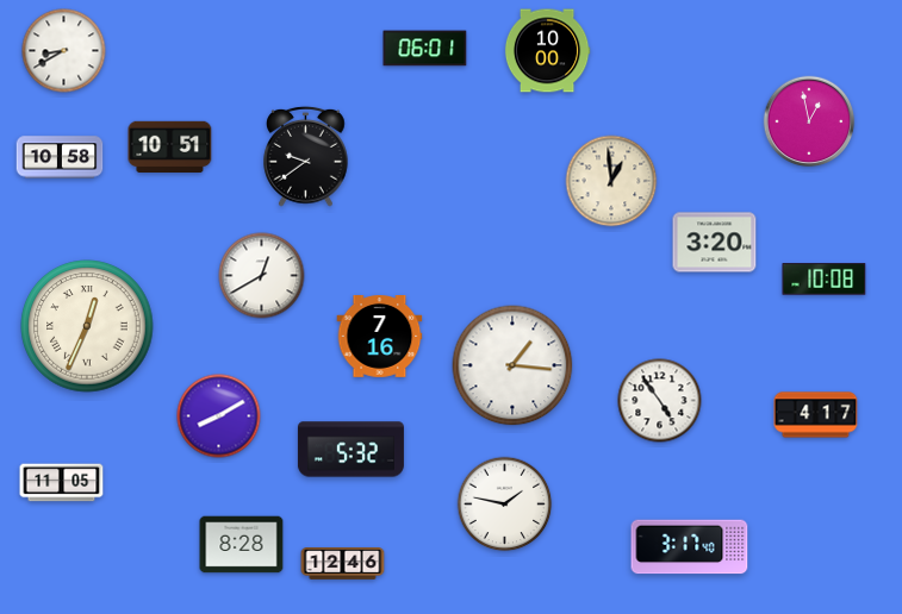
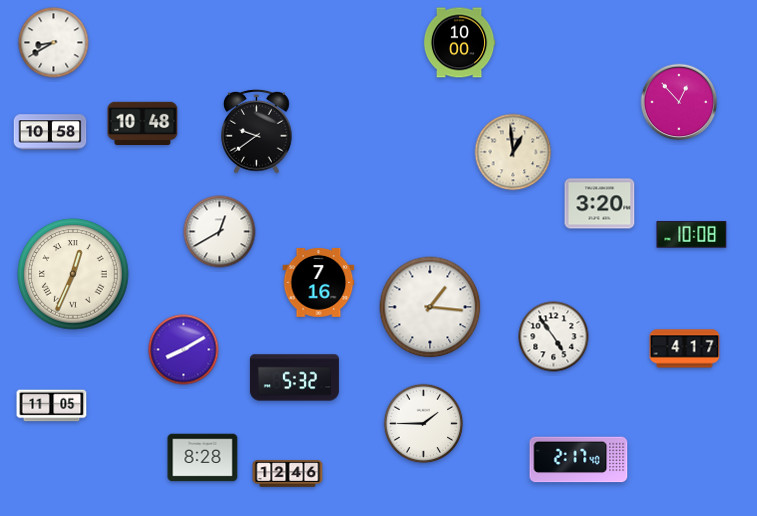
clock at (425, 49): 06:01 -> none
clock at (809, 121): 12:58 -> 12:53
clock at (170, 146): 10:51 -> 10:48
clock at (505, 505): 1:47 -> 1:45
clock at (690, 547): 3:17 -> 2:17
